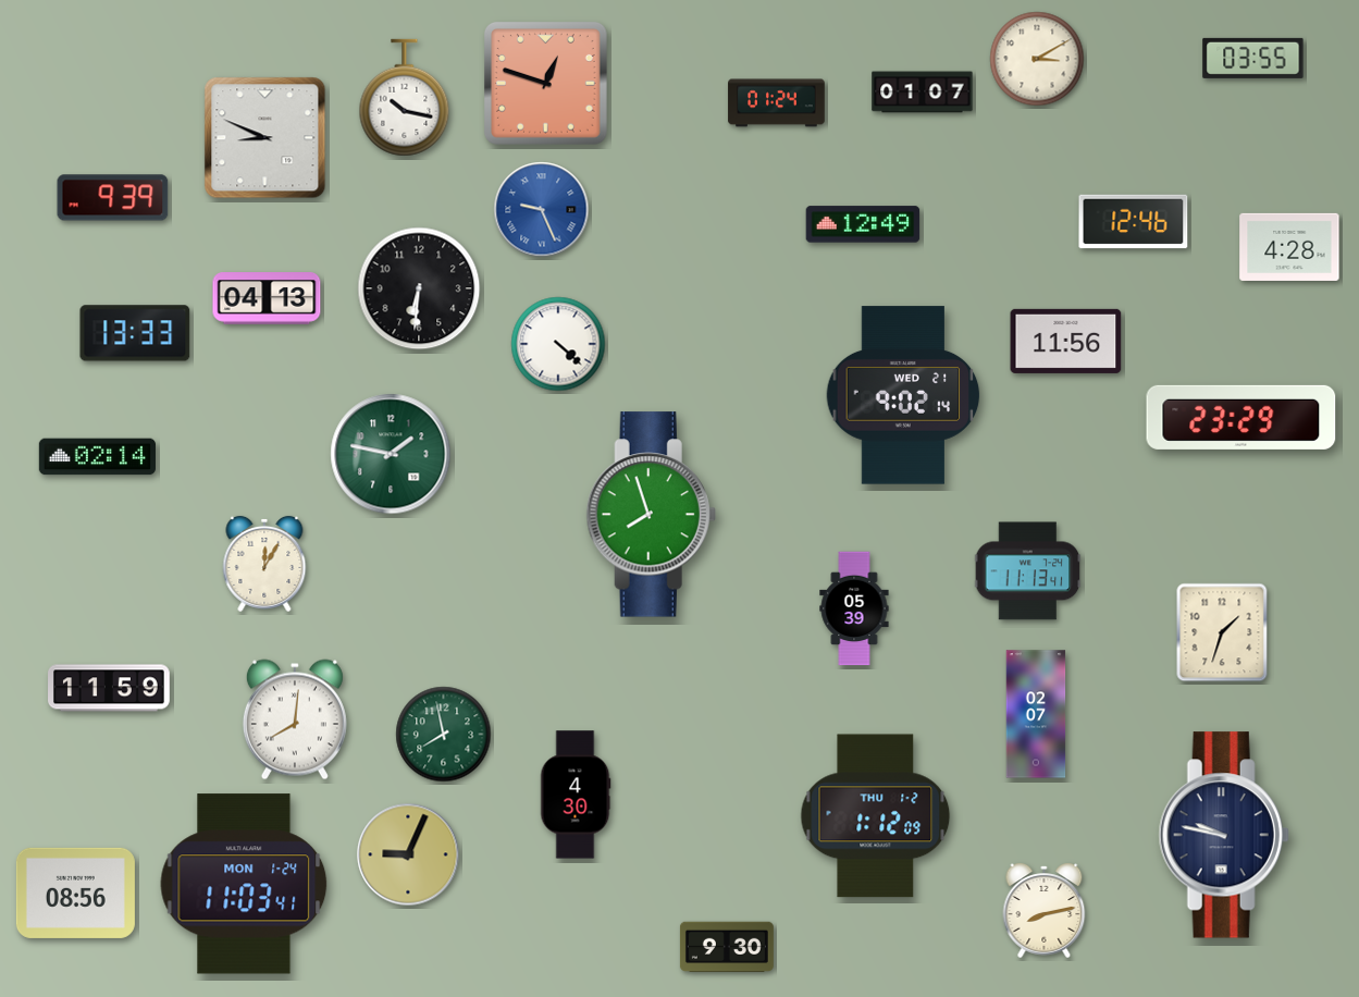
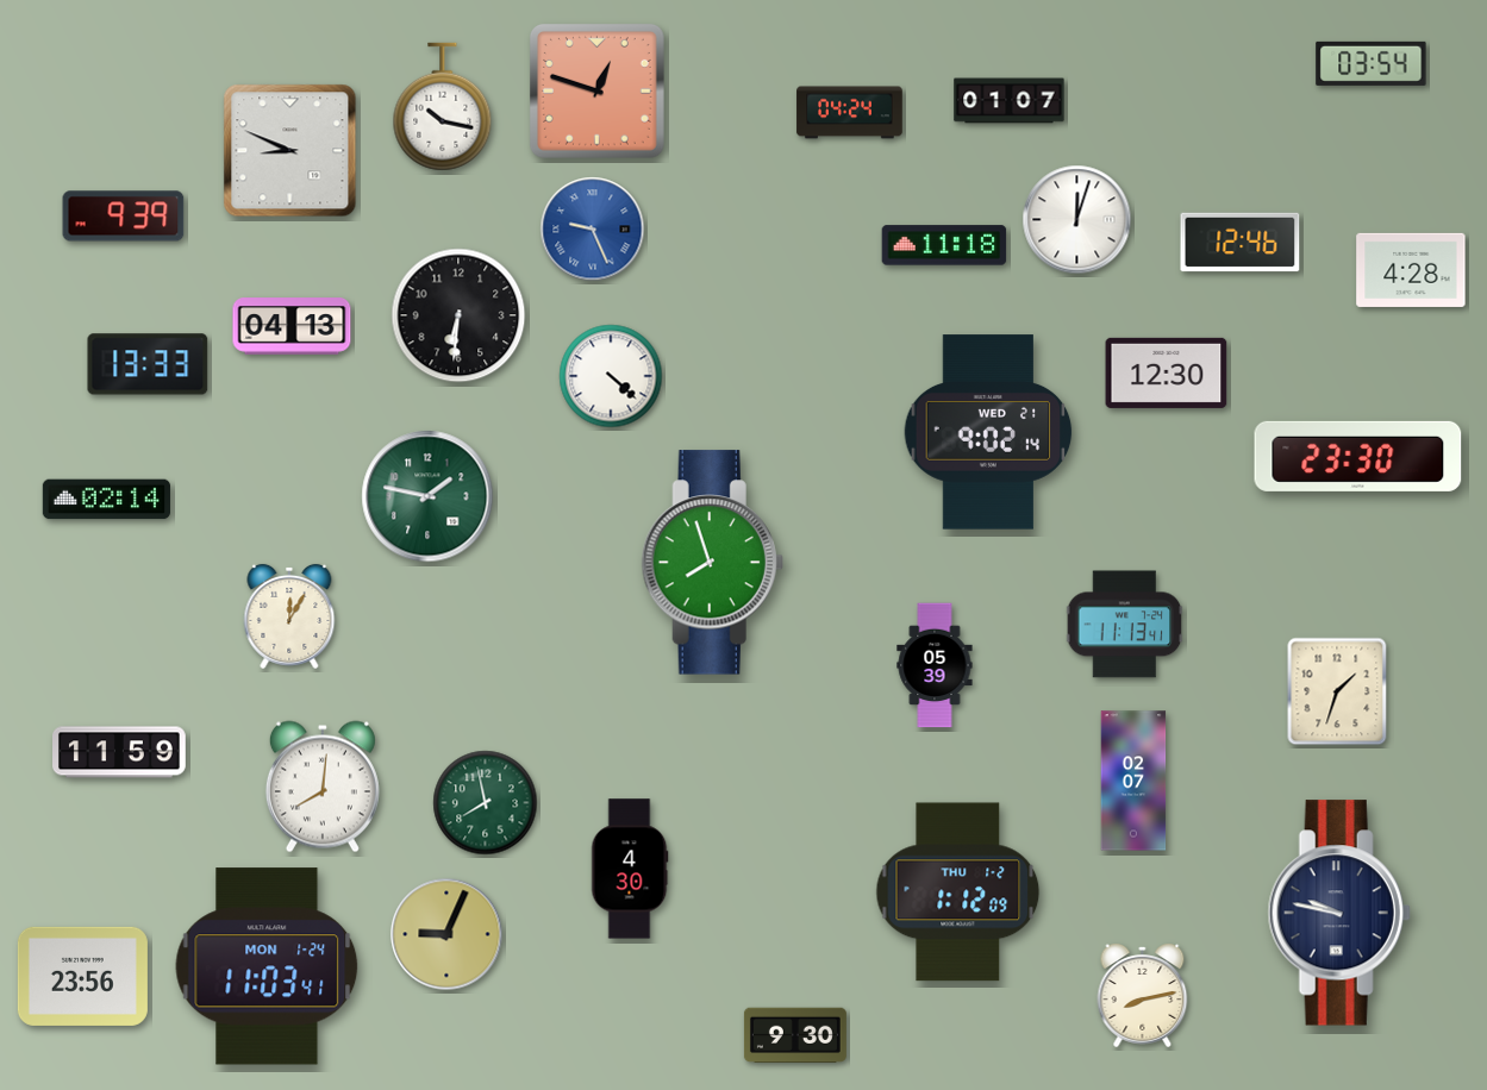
clock at (1253, 58): 03:55 -> 03:54
clock at (1037, 59): 3:10 -> none
clock at (777, 103): 01:24 -> 04:24
clock at (1077, 220): none -> 12:03
clock at (863, 224): 12:49 -> 11:18
clock at (1066, 341): 11:56 -> 12:30
clock at (1241, 417): 23:29 -> 23:30
clock at (75, 893): 08:56 -> 23:56
